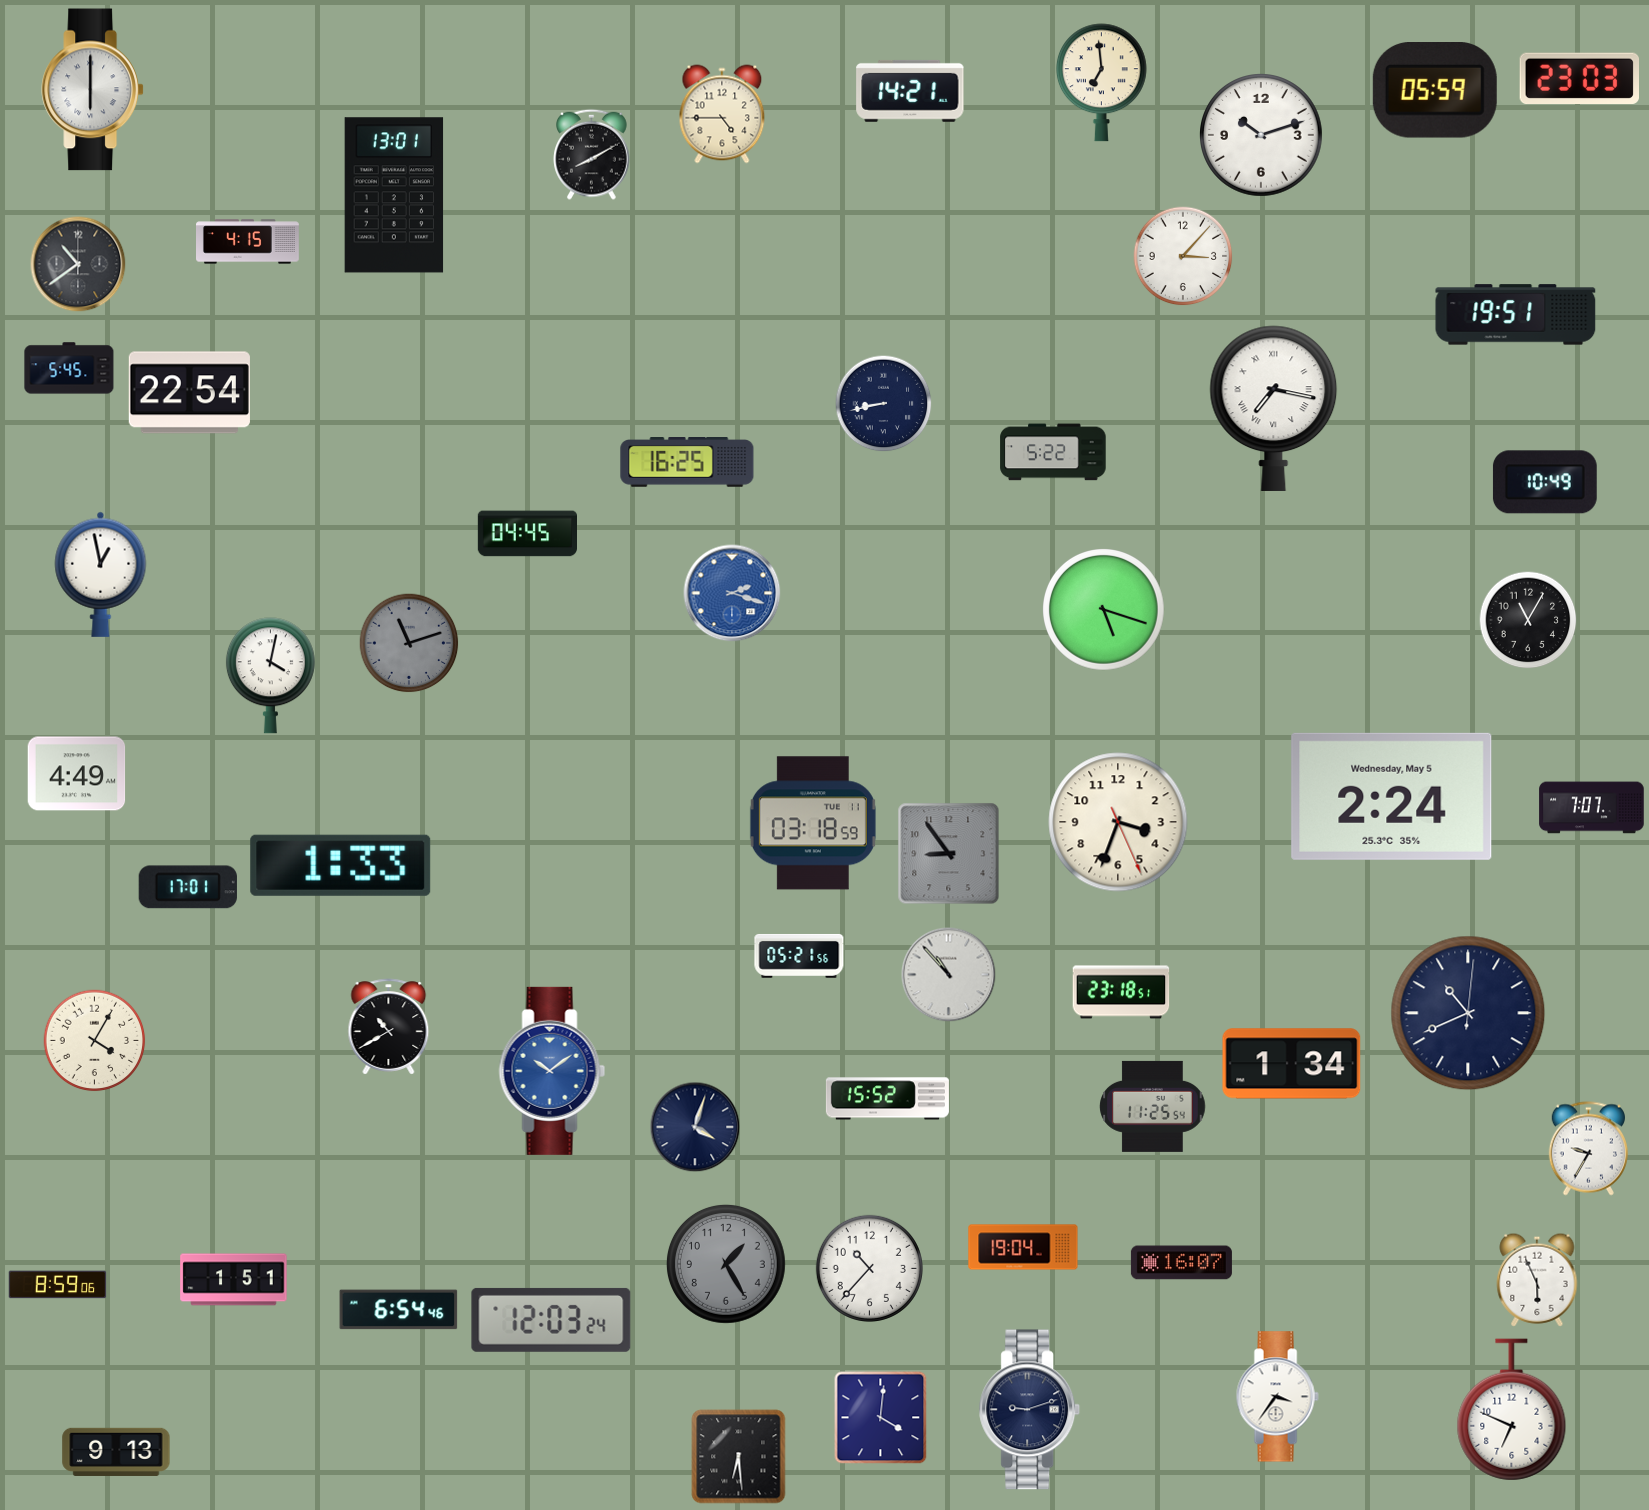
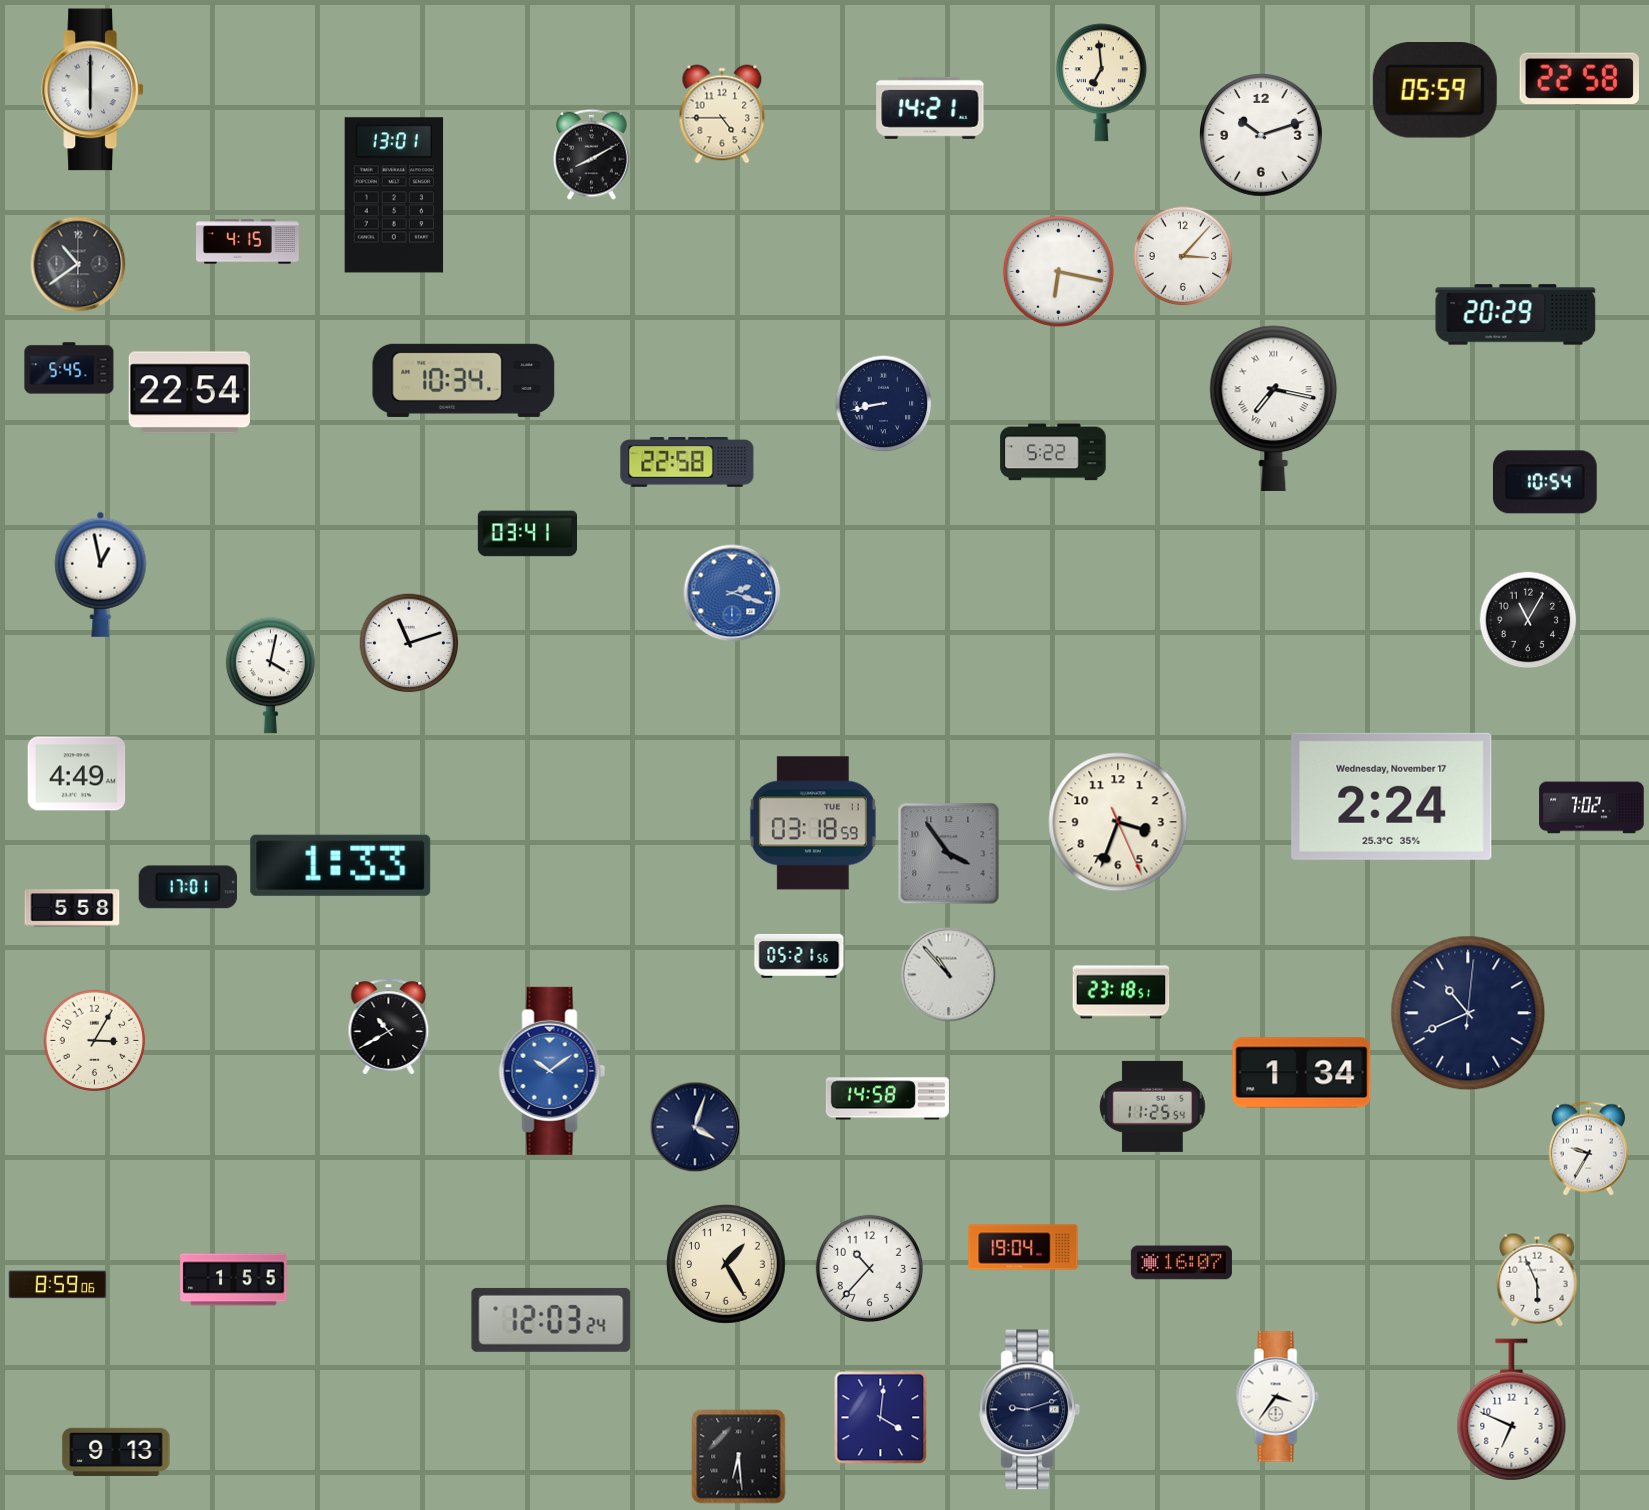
clock at (1579, 78): 23:03 -> 22:58
clock at (910, 91) position: (910, 91) -> (930, 108)
clock at (1058, 271): none -> 6:17
clock at (1516, 315): 19:51 -> 20:29
clock at (464, 380): none -> 10:34
clock at (687, 463): 16:25 -> 22:58
clock at (1545, 482): 10:49 -> 10:54
clock at (527, 534): 04:45 -> 03:41
clock at (1104, 610): 5:18 -> none
clock at (409, 643) dial: grey -> white
clock at (1392, 796) date: Wednesday, May 5 -> Wednesday, November 17
clock at (1592, 808): 7:07 -> 7:02
clock at (949, 854): 8:54 -> 3:54
clock at (72, 908): none -> 5:58
clock at (95, 1041): 4:05 -> 3:05
clock at (1292, 1064) position: (1292, 1064) -> (1302, 1073)
clock at (887, 1099): 15:52 -> 14:58
clock at (726, 1264) dial: grey -> cream
clock at (234, 1280): 1:51 -> 1:55
clock at (399, 1310): 6:54 -> none
